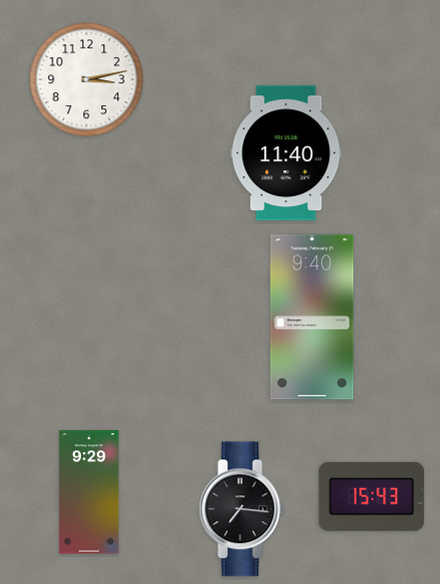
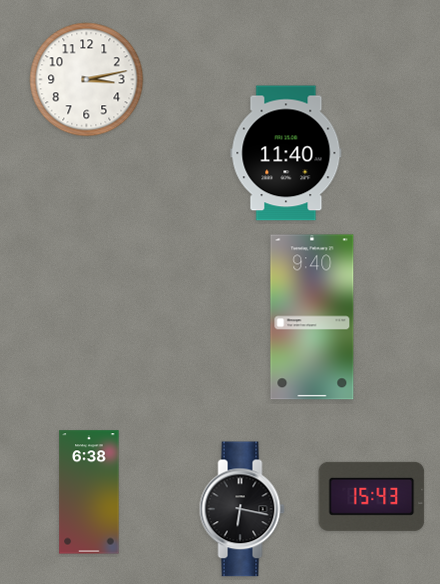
clock at (89, 492): 9:29 -> 6:38
clock at (242, 509): 7:16 -> 6:17
